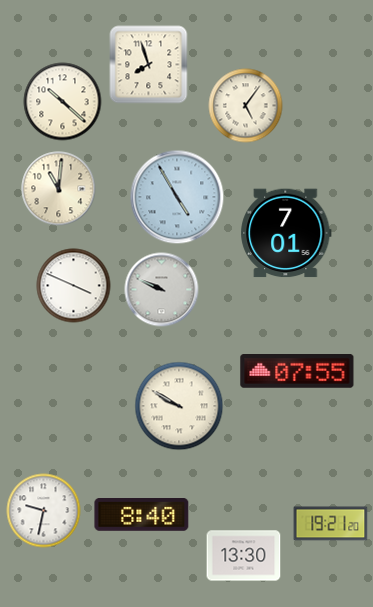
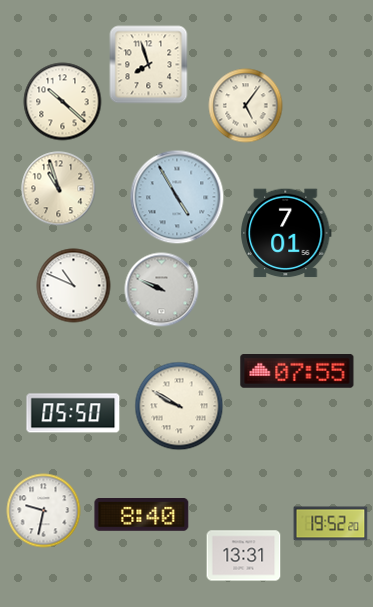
clock at (59, 189): 11:01 -> 10:57
clock at (74, 286): 3:49 -> 10:49
clock at (73, 413): none -> 05:50
clock at (331, 524): 19:21 -> 19:52
clock at (244, 556): 13:30 -> 13:31
